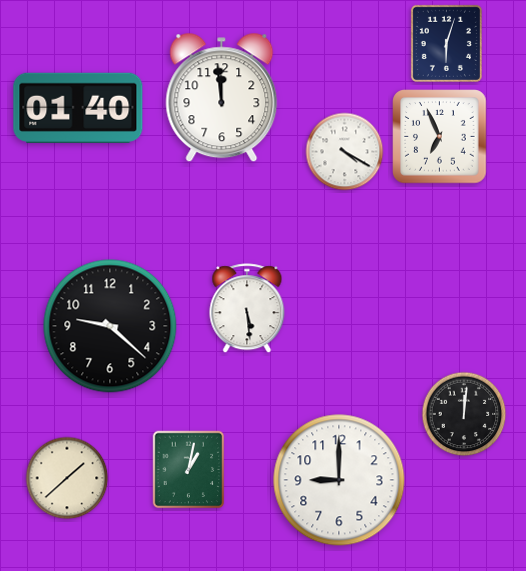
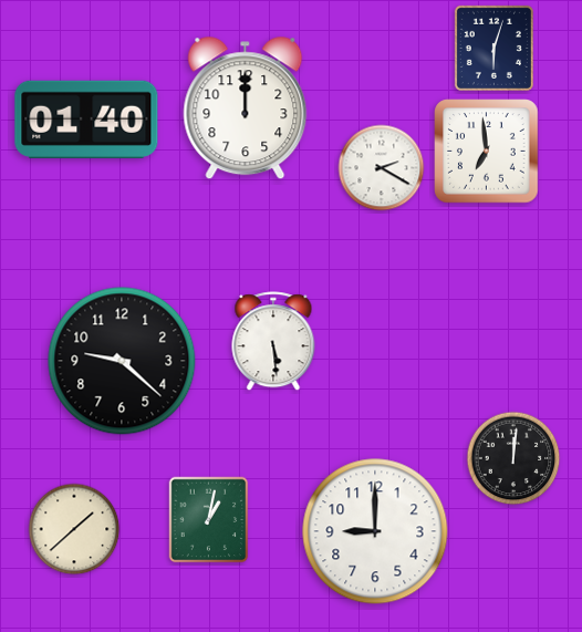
clock at (222, 98): 11:59 -> 12:00
clock at (440, 137): 6:56 -> 6:59
clock at (345, 152): 4:20 -> 2:20
